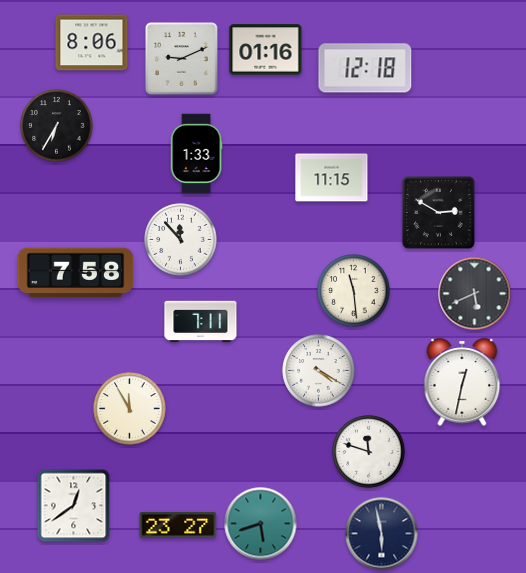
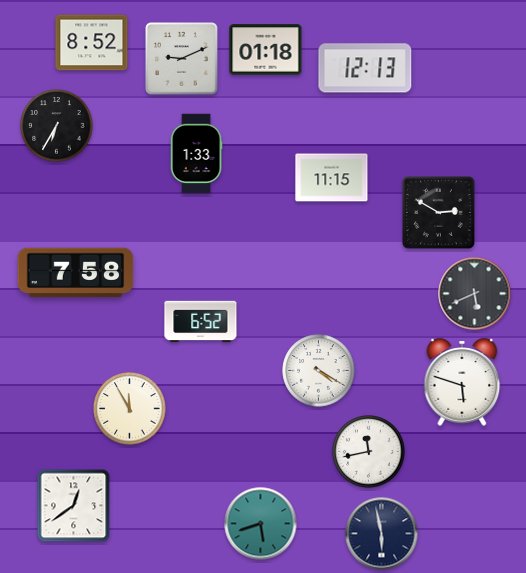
clock at (92, 43): 8:06 -> 8:52
clock at (266, 50): 01:16 -> 01:18
clock at (365, 68): 12:18 -> 12:13
clock at (181, 240): 11:53 -> none
clock at (354, 291): 11:29 -> none
clock at (201, 322): 7:11 -> 6:52
clock at (462, 382): 12:32 -> 5:48
clock at (369, 452): 11:48 -> 11:43
clock at (178, 525): 23:27 -> none
